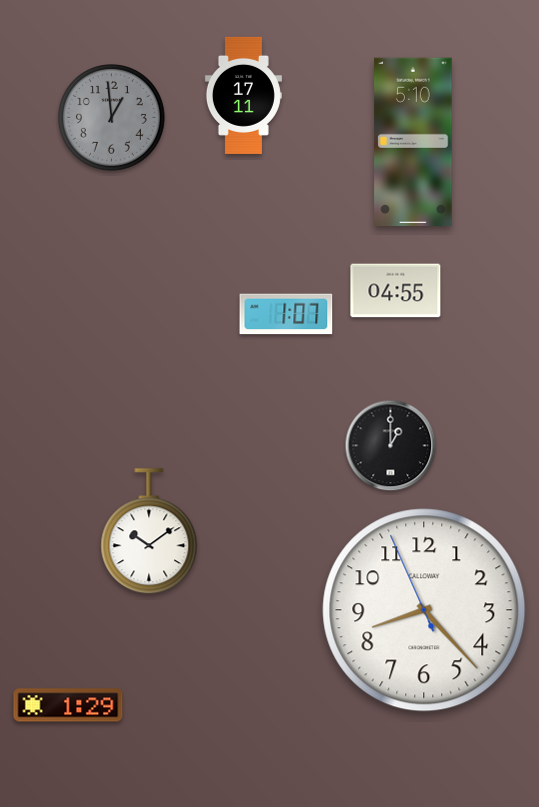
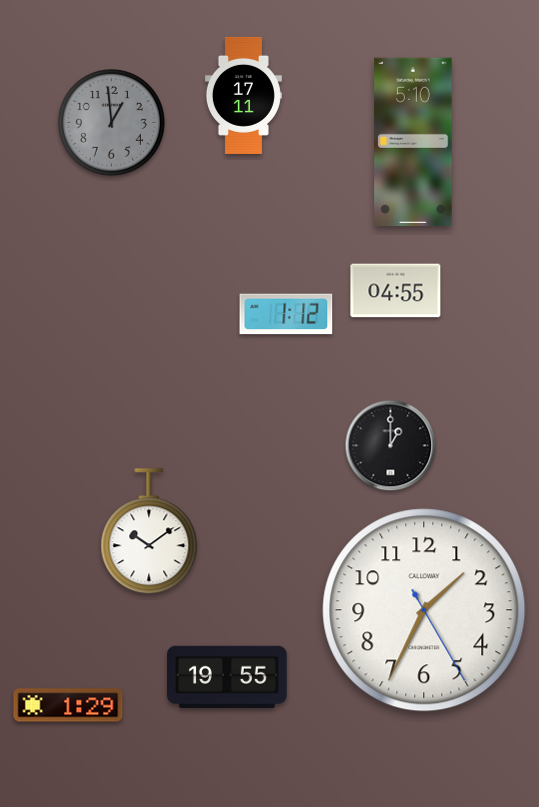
clock at (112, 118) position: (112, 118) -> (112, 123)
clock at (286, 314): 1:07 -> 1:12
clock at (424, 610): 8:22 -> 1:34
clock at (227, 677): none -> 19:55
